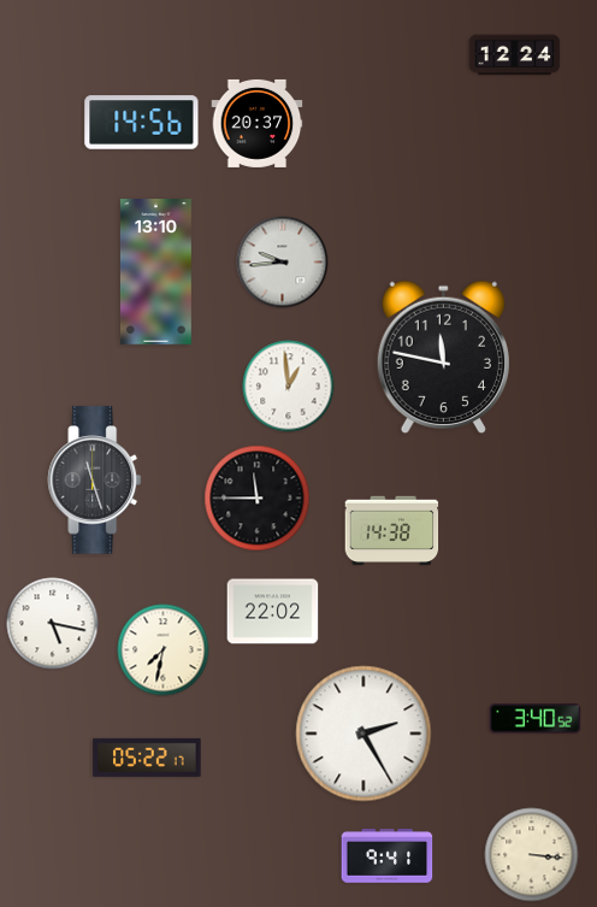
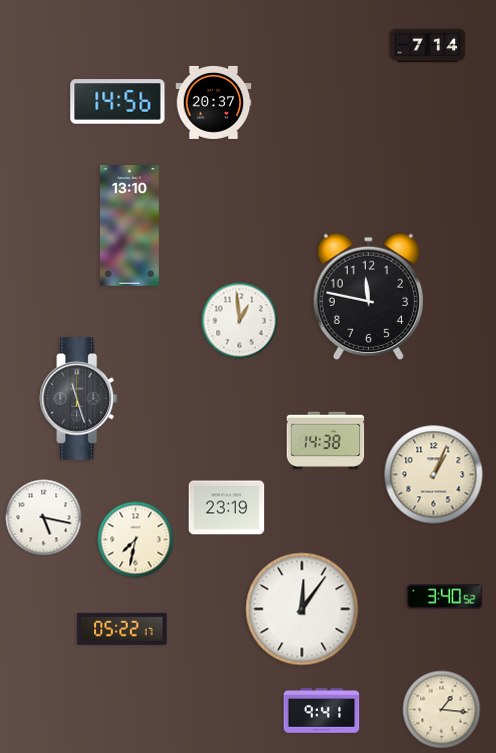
clock at (515, 55): 12:24 -> 7:14
clock at (283, 263): 9:44 -> none
clock at (258, 499): 11:45 -> none
clock at (434, 475): none -> 1:04
clock at (273, 612): 22:02 -> 23:19
clock at (363, 734): 2:25 -> 12:06
clock at (532, 855): 3:16 -> 1:16
